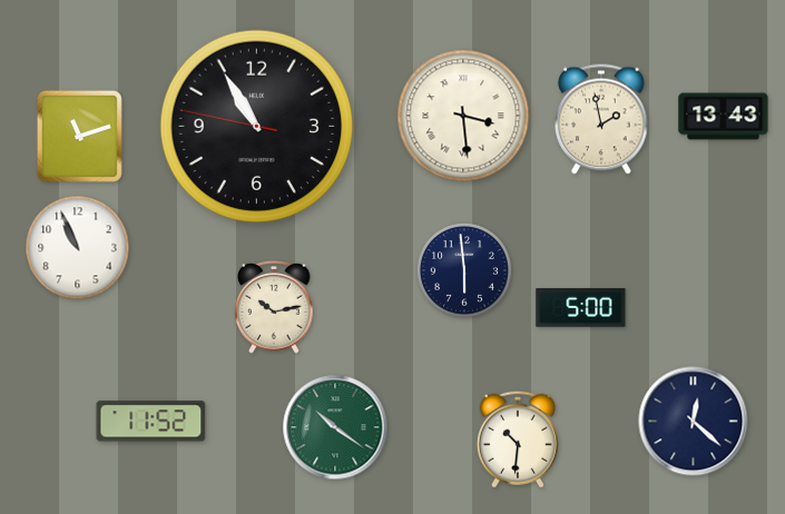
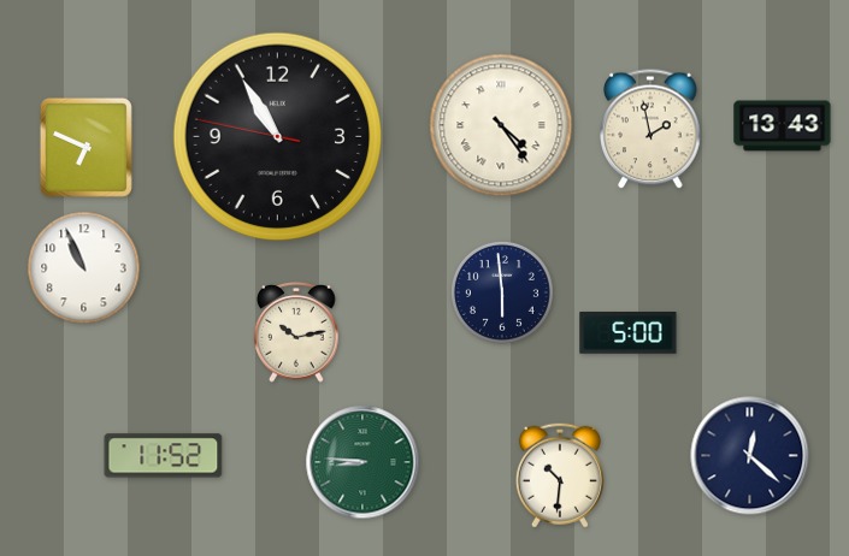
clock at (463, 116): 3:29 -> 4:24
clock at (79, 136): 11:12 -> 6:49
clock at (335, 427): 10:21 -> 8:46
